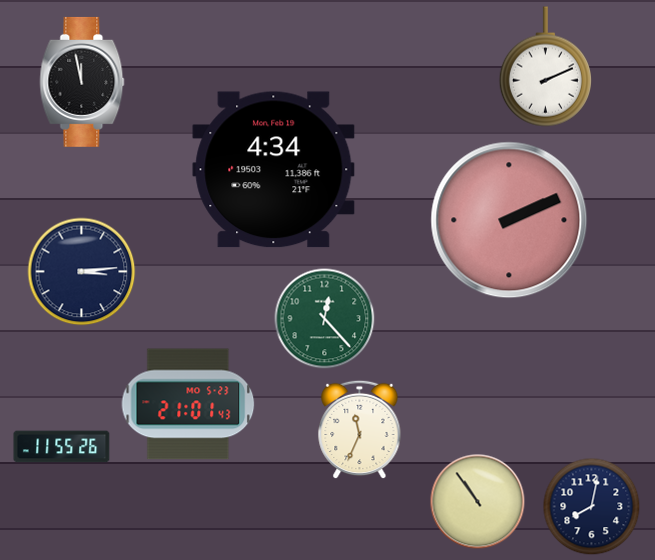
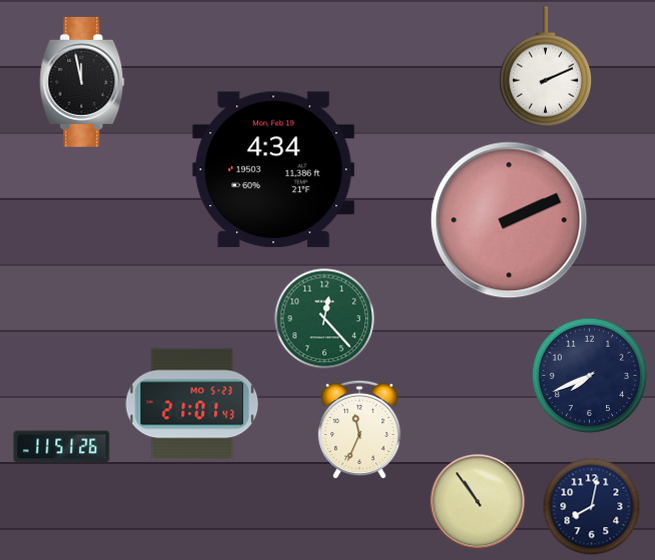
clock at (82, 272): 3:14 -> none
clock at (590, 376): none -> 7:41
clock at (188, 404) position: (188, 404) -> (192, 404)
clock at (62, 447): 11:55 -> 11:51
